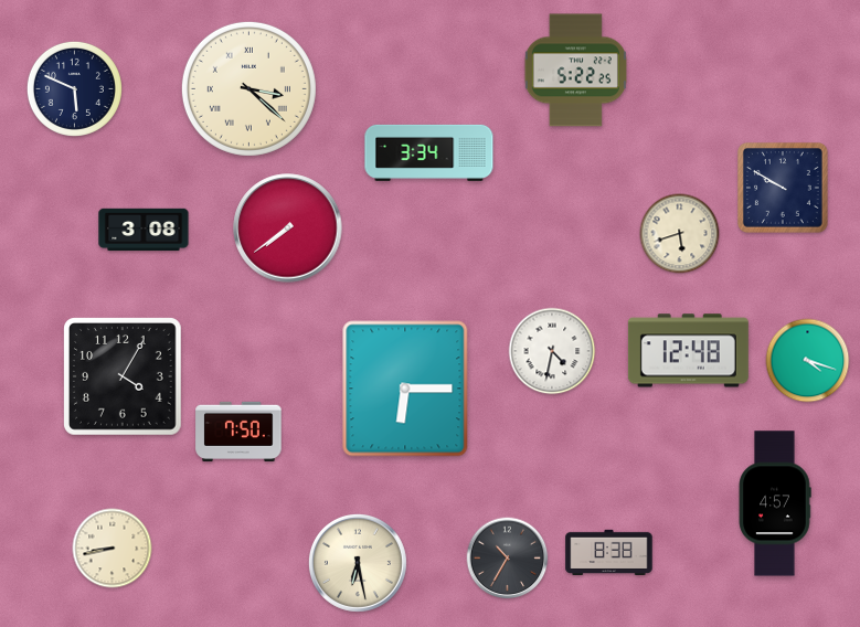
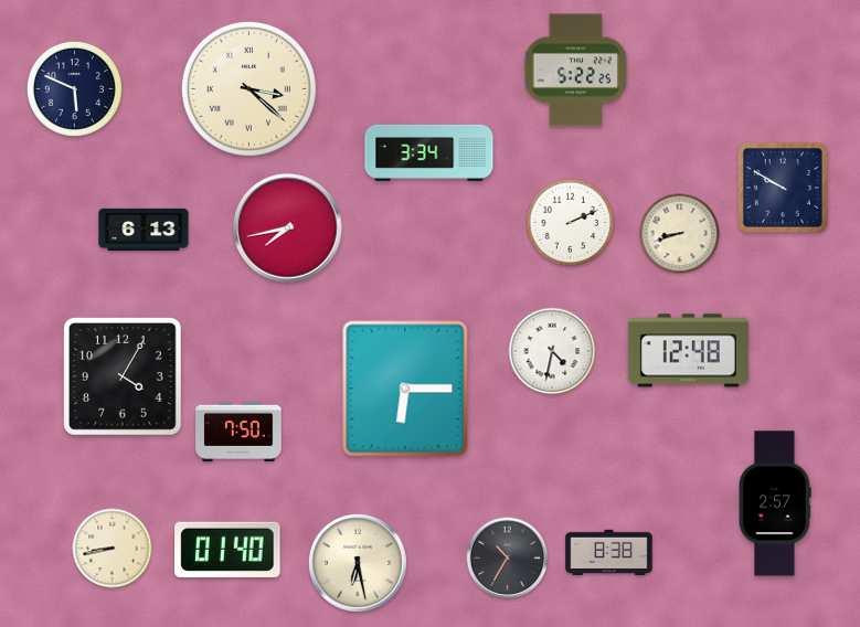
clock at (571, 223): none -> 2:11
clock at (288, 229): 7:39 -> 7:43
clock at (144, 230): 3:08 -> 6:13
clock at (680, 234): 5:42 -> 8:42
clock at (808, 361): 4:18 -> none
clock at (775, 503): 4:57 -> 2:57
clock at (227, 550): none -> 01:40
